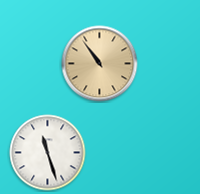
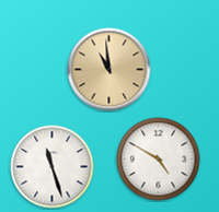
clock at (100, 64): 10:54 -> 10:59
clock at (159, 160): none -> 4:50
